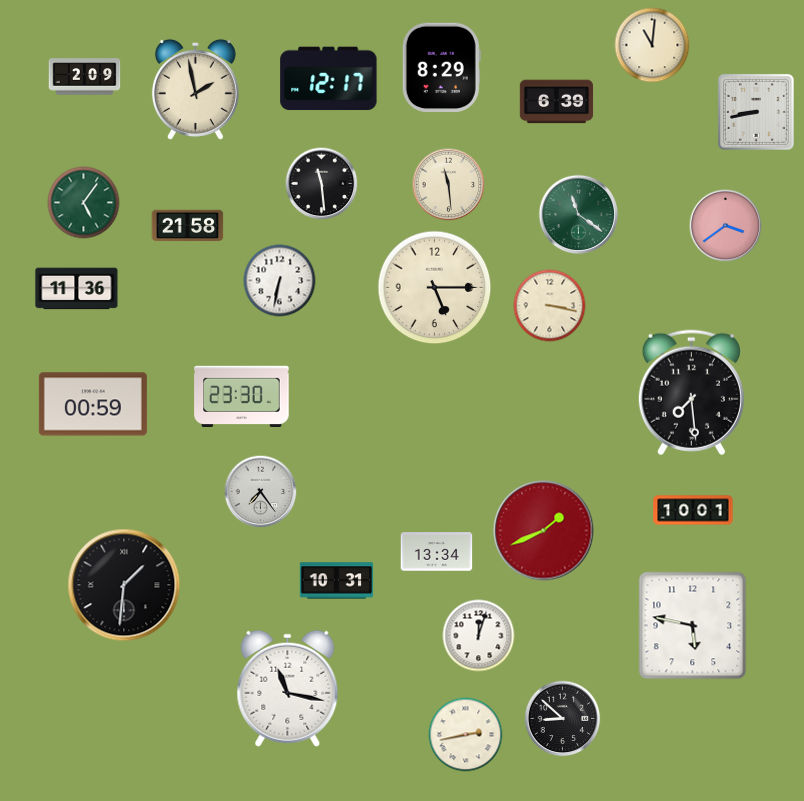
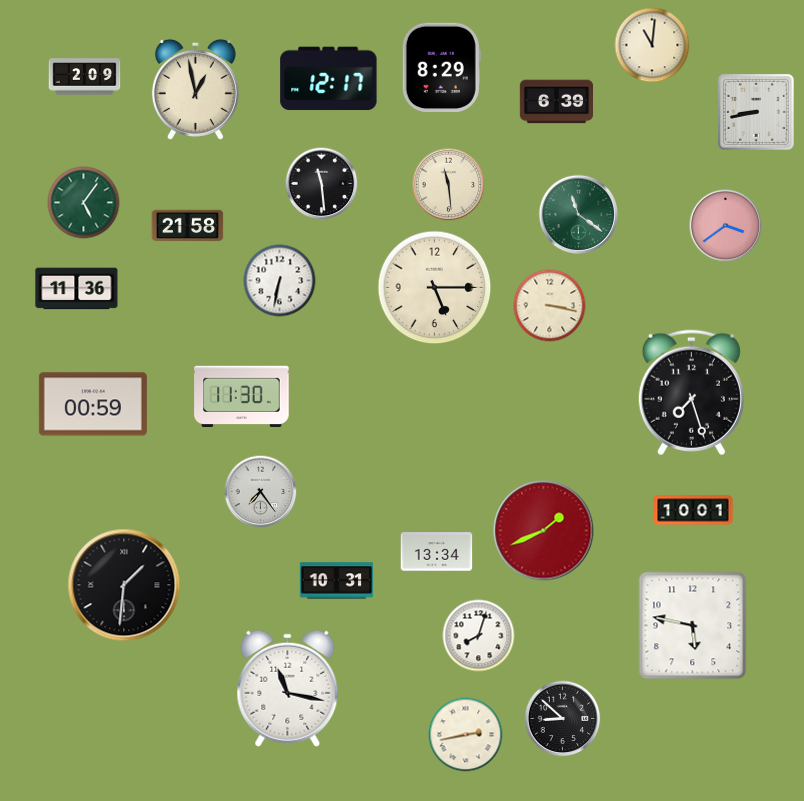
clock at (195, 89): 1:58 -> 12:58
clock at (691, 393): 7:29 -> 7:27
clock at (242, 396): 23:30 -> 11:30
clock at (479, 636): 12:03 -> 8:03
